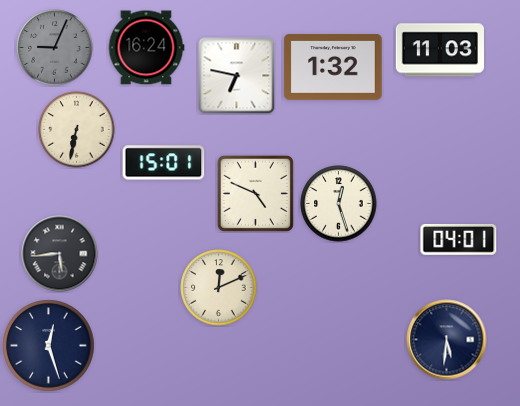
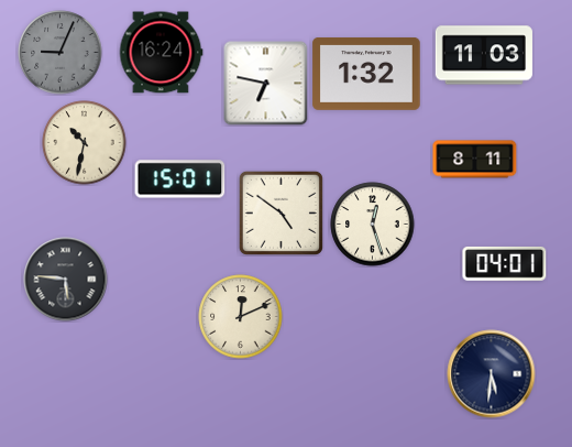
clock at (237, 76) position: (237, 76) -> (266, 84)
clock at (77, 130): 6:32 -> 10:32
clock at (475, 160): none -> 8:11
clock at (255, 193): 4:49 -> 4:51
clock at (60, 254): 5:44 -> 5:46
clock at (49, 346): 12:27 -> none
